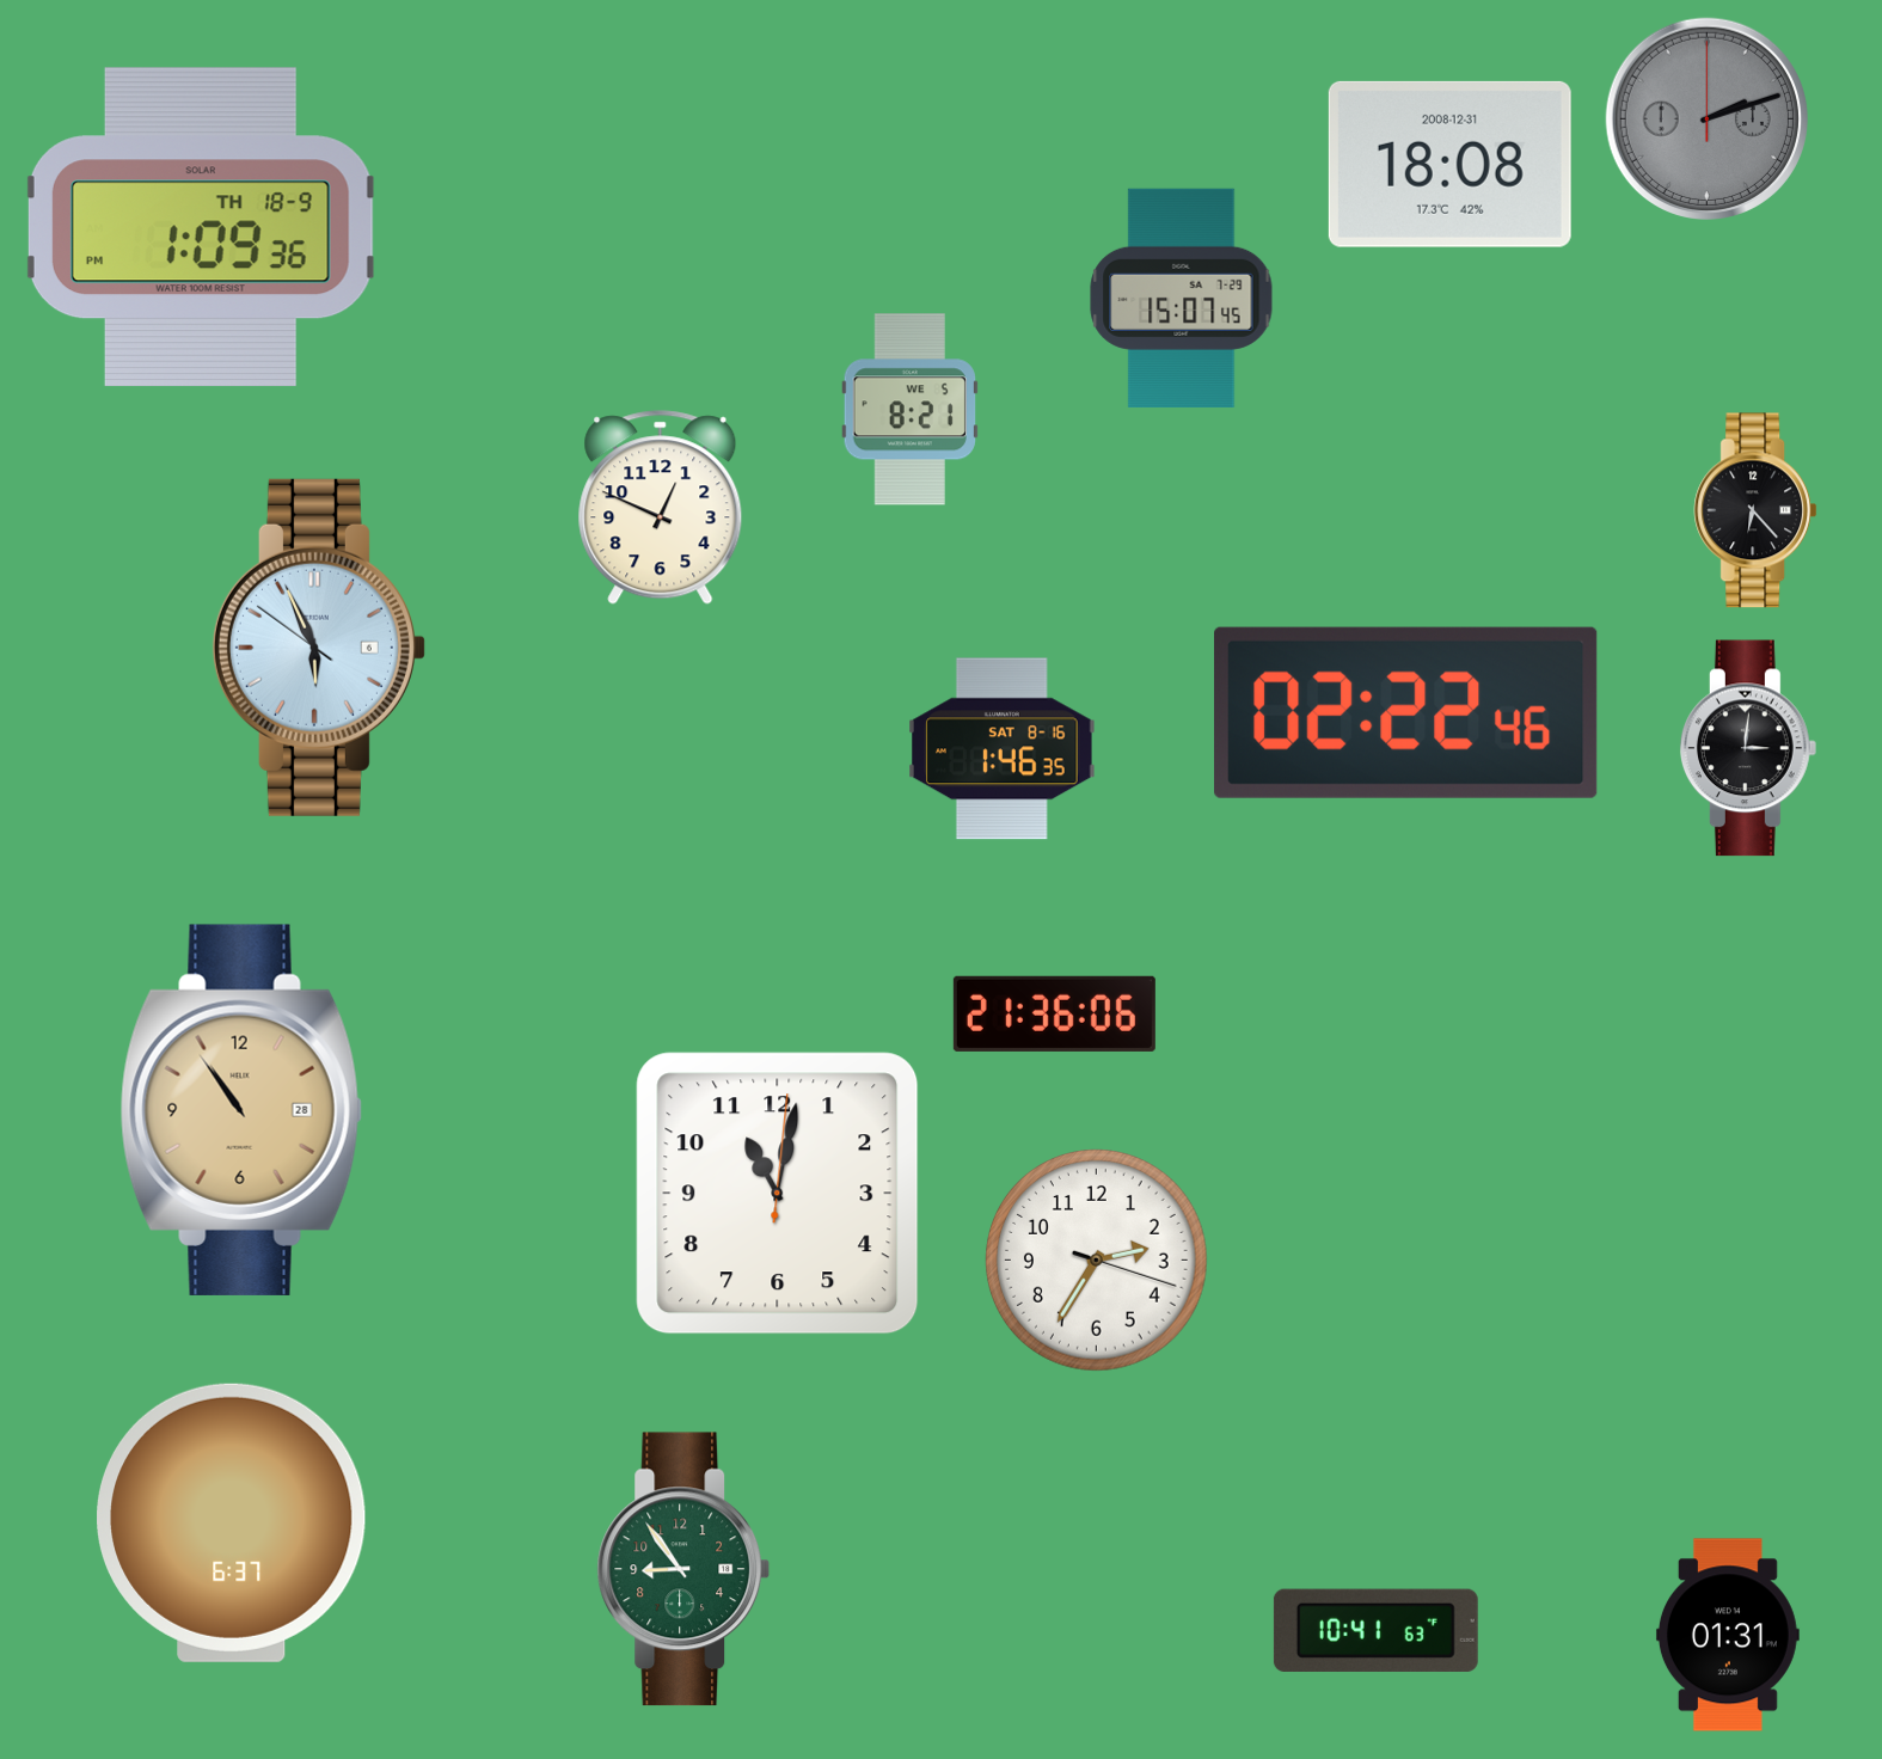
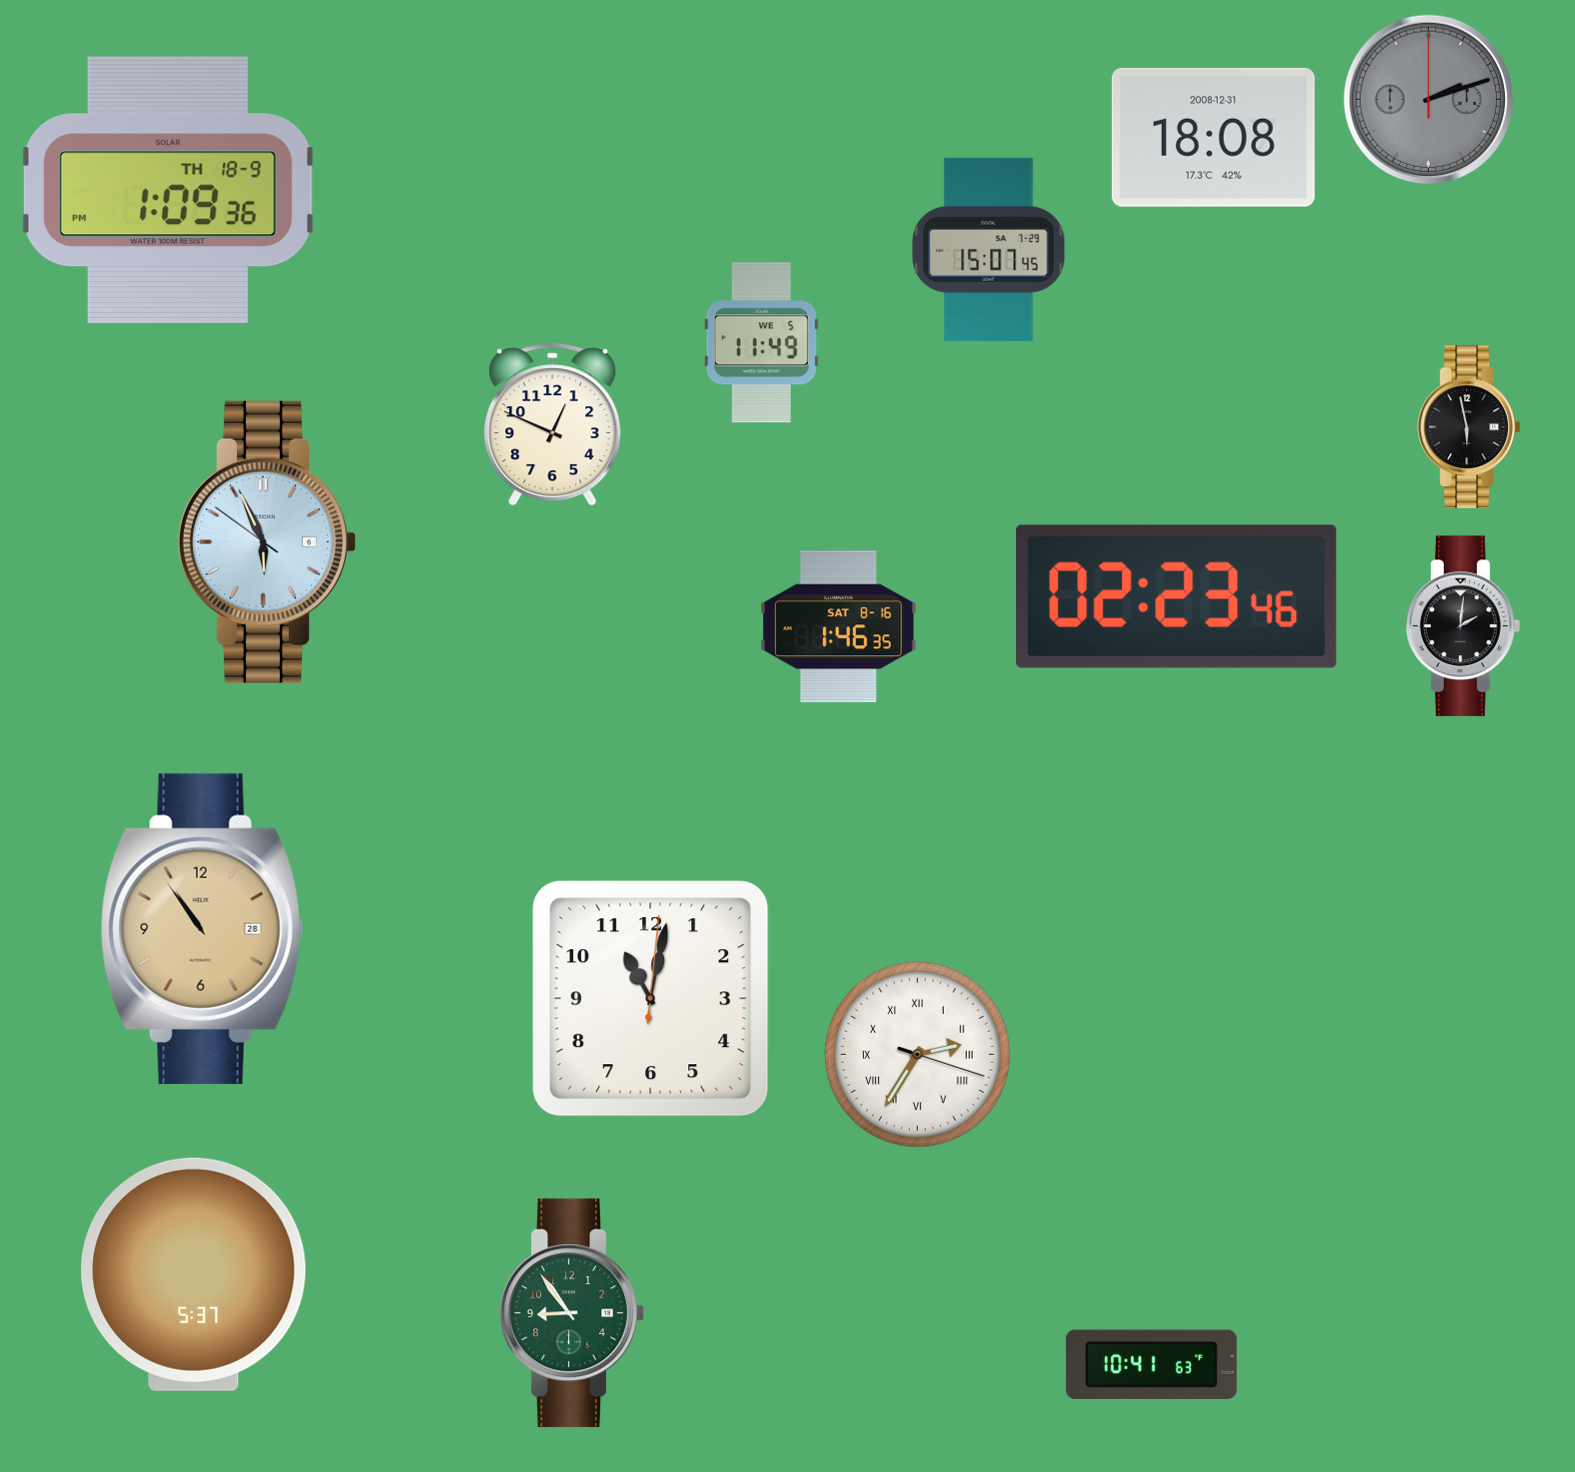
clock at (909, 410): 8:21 -> 11:49
clock at (1755, 510): 6:23 -> 5:58
clock at (1406, 712): 02:22 -> 02:23
clock at (1748, 748): 3:01 -> 2:01
clock at (1054, 1013): 21:36 -> none
clock at (1097, 1261) numerals: Arabic -> Roman
clock at (232, 1522): 6:37 -> 5:37
clock at (1728, 1635): 01:31 -> none
